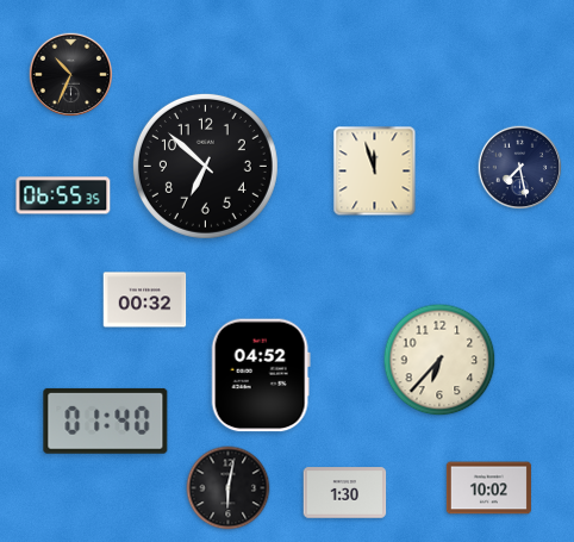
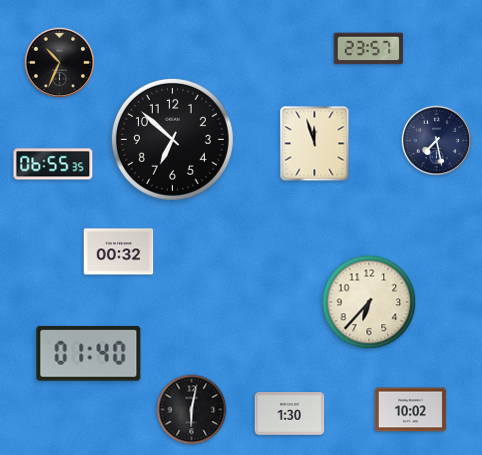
clock at (369, 49): none -> 23:57
clock at (145, 300) position: (145, 300) -> (119, 252)
clock at (261, 375): 04:52 -> none
